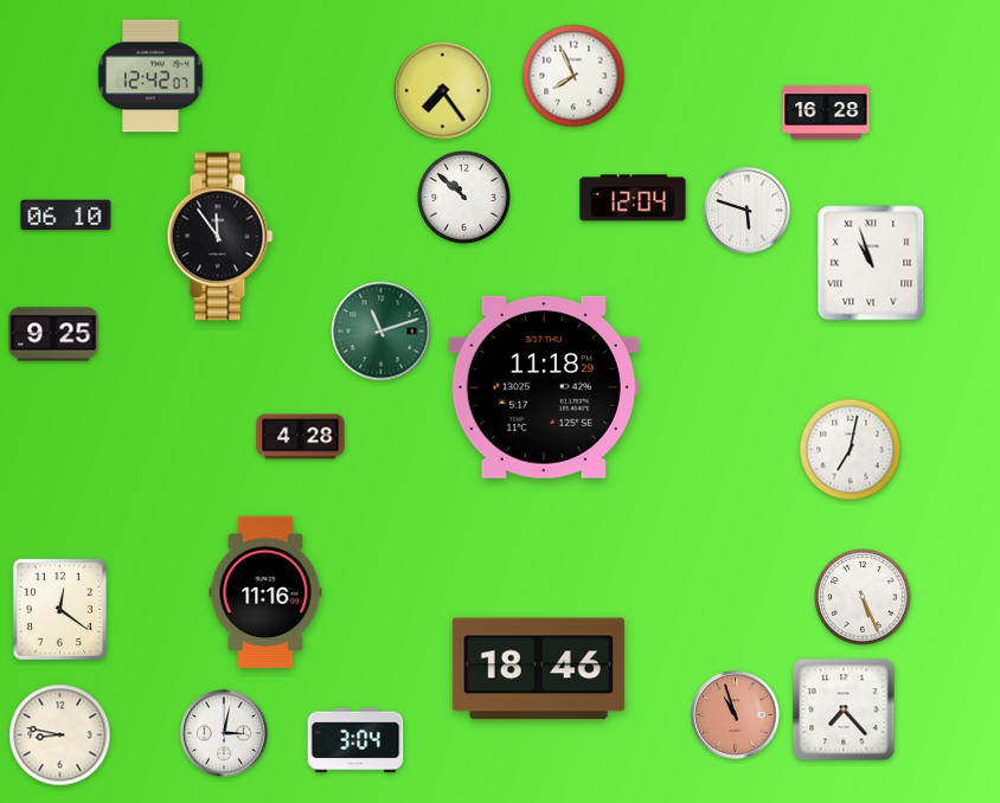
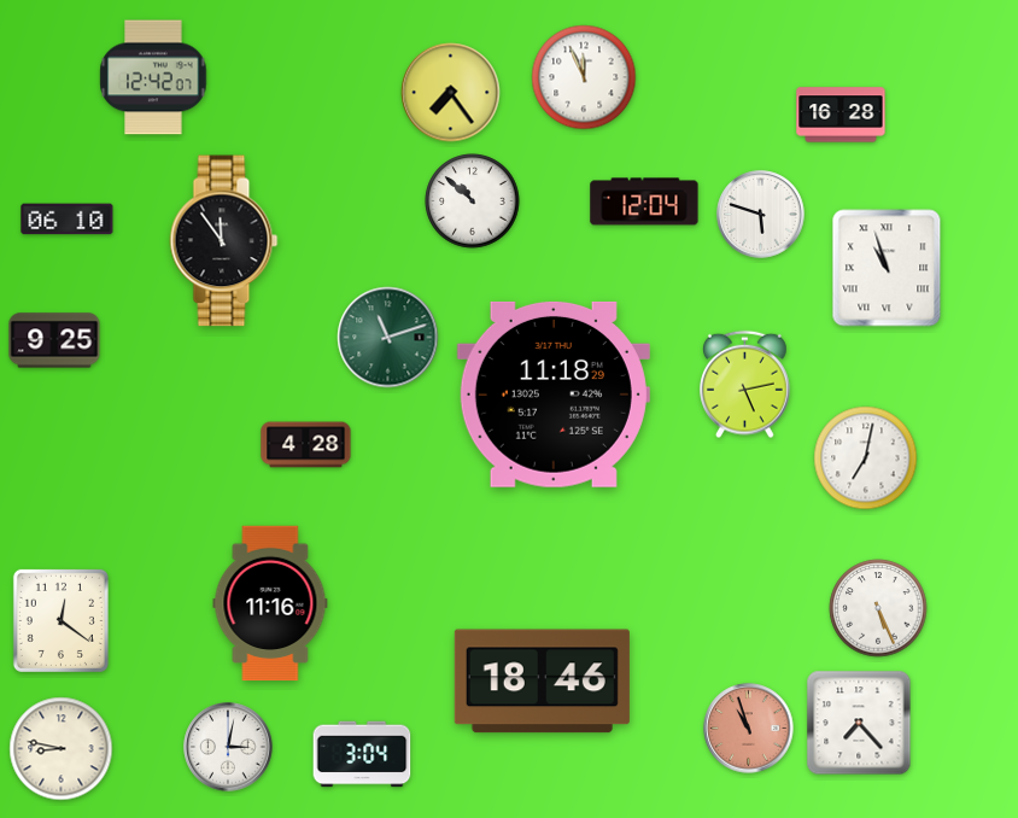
clock at (573, 76): 7:56 -> 11:56
clock at (745, 385): none -> 5:13
clock at (538, 669) position: (538, 669) -> (542, 682)
